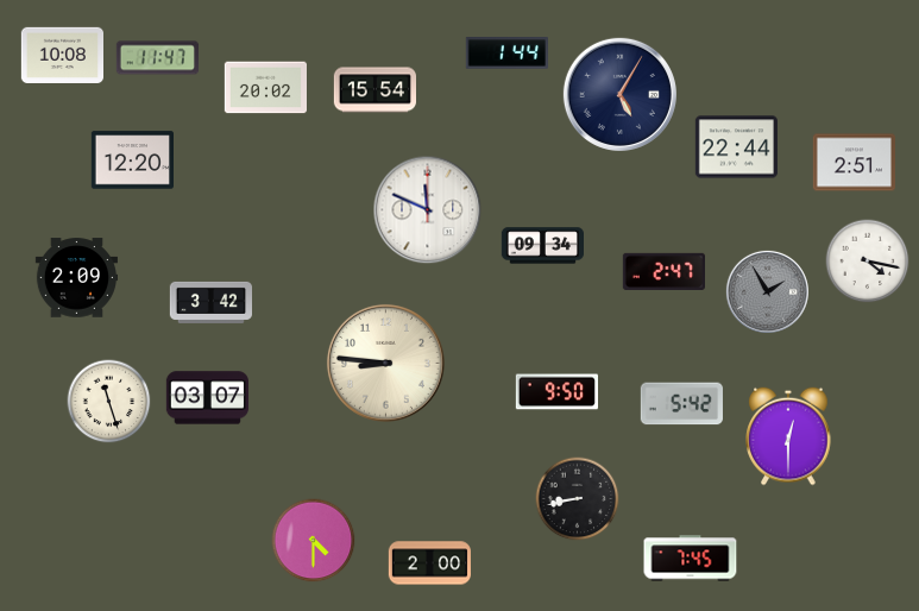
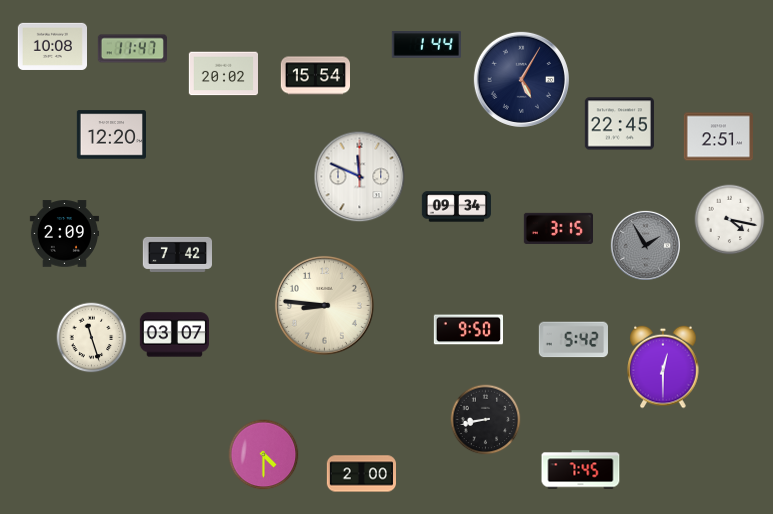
clock at (736, 147): 22:44 -> 22:45
clock at (663, 271): 2:47 -> 3:15
clock at (210, 302): 3:42 -> 7:42
